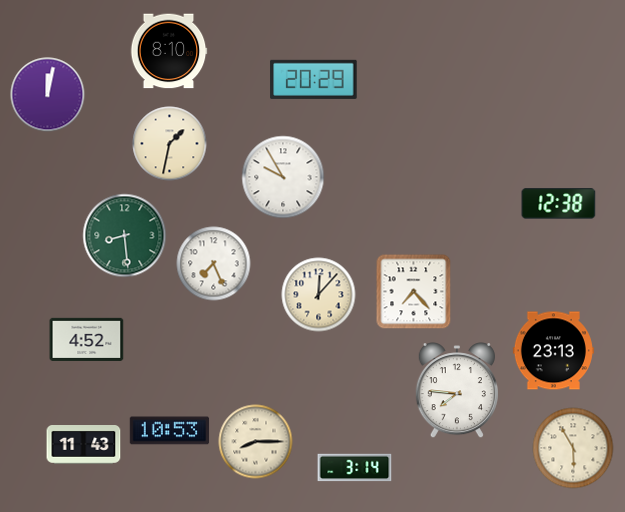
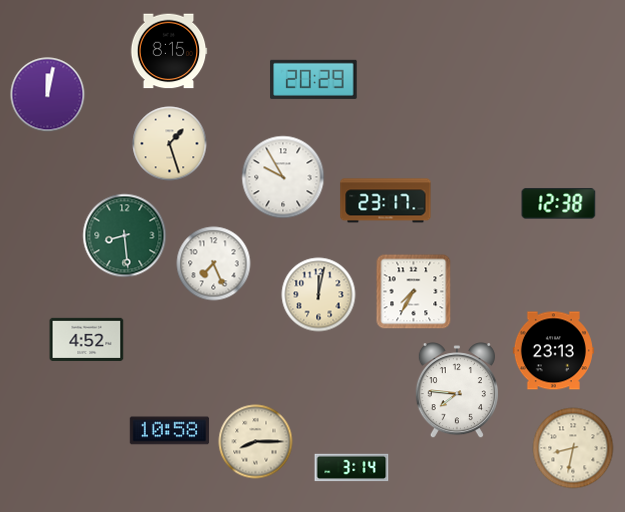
clock at (169, 51): 8:10 -> 8:15
clock at (170, 144): 1:32 -> 1:27
clock at (386, 201): none -> 23:17
clock at (414, 292): 7:23 -> 7:35
clock at (319, 295): 12:07 -> 12:02
clock at (170, 431): 10:53 -> 10:58
clock at (84, 445): 11:43 -> none
clock at (573, 448): 5:55 -> 8:32
clock at (355, 468) position: (355, 468) -> (352, 468)
